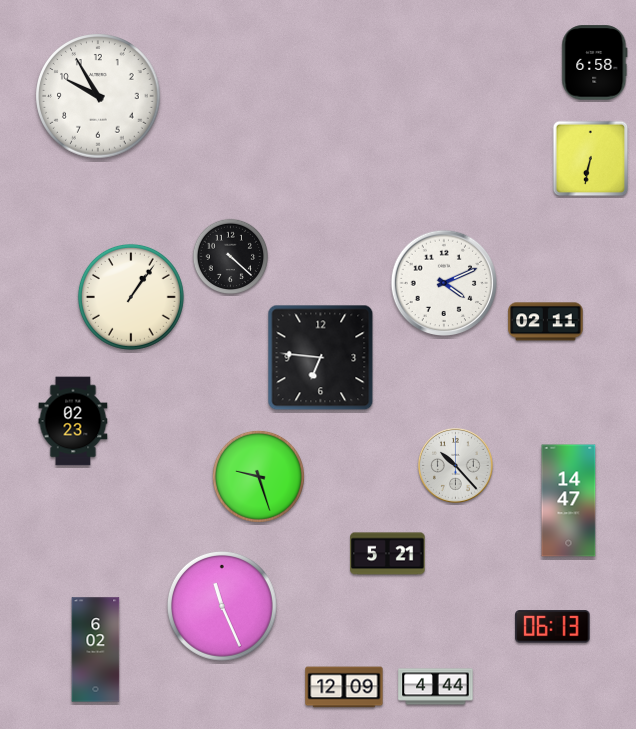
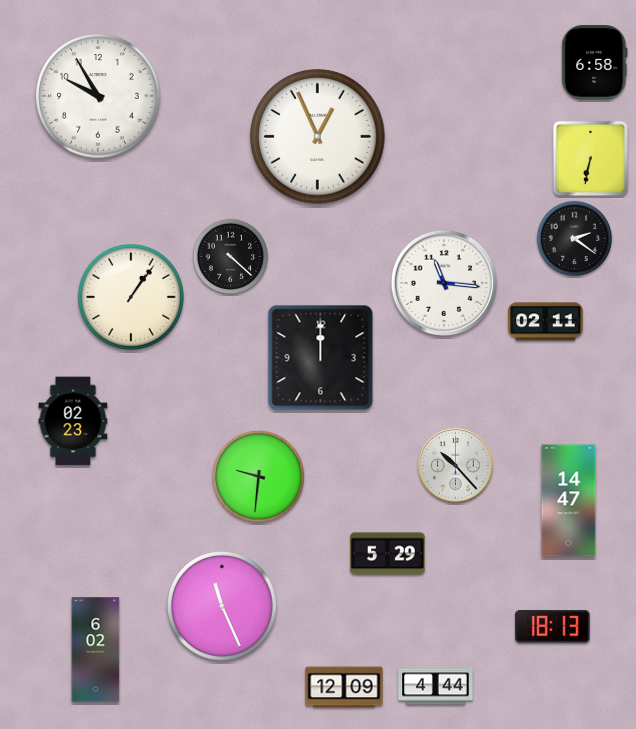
clock at (318, 137): none -> 12:56
clock at (575, 239): none -> 2:21
clock at (443, 282): 4:11 -> 11:16
clock at (321, 358): 6:46 -> 12:00
clock at (258, 476): 9:27 -> 9:31
clock at (388, 554): 5:21 -> 5:29
clock at (553, 627): 06:13 -> 18:13
